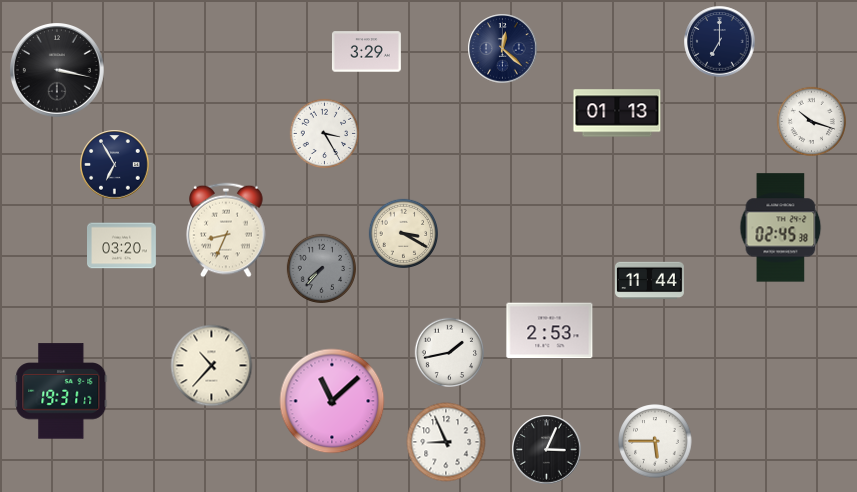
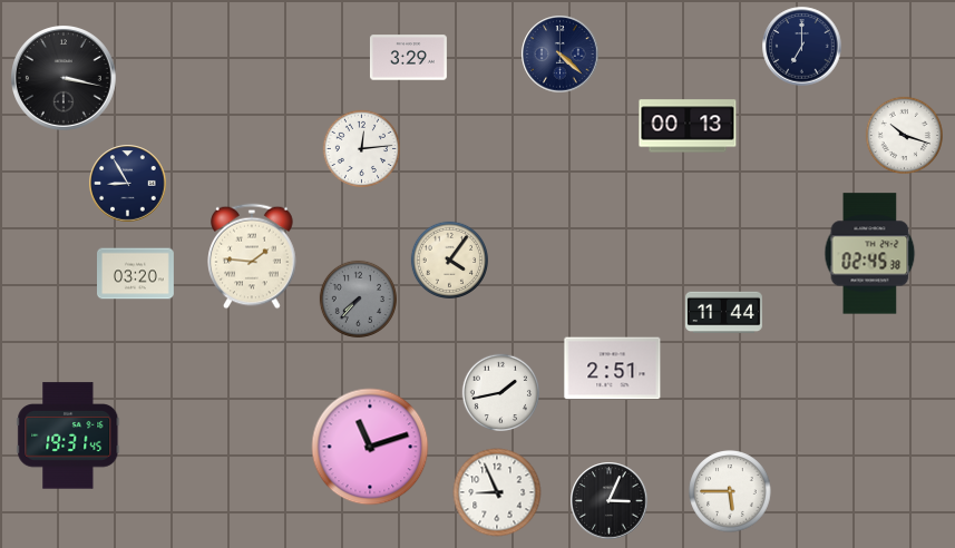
clock at (503, 49): 12:22 -> 4:22
clock at (617, 113): 01:13 -> 00:13
clock at (324, 133): 3:25 -> 12:14
clock at (115, 165): 6:55 -> 8:55
clock at (226, 230): 8:34 -> 1:46
clock at (403, 233): 3:20 -> 4:06
clock at (550, 331): 2:53 -> 2:51
clock at (212, 366): 10:37 -> none
clock at (61, 391): 19:31:17 -> 19:31:45
clock at (332, 401): 11:08 -> 11:12
